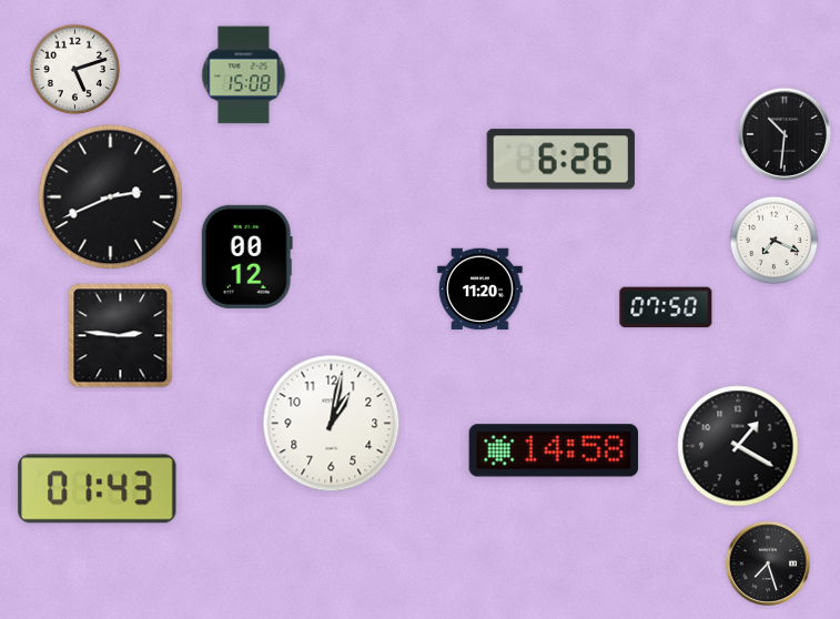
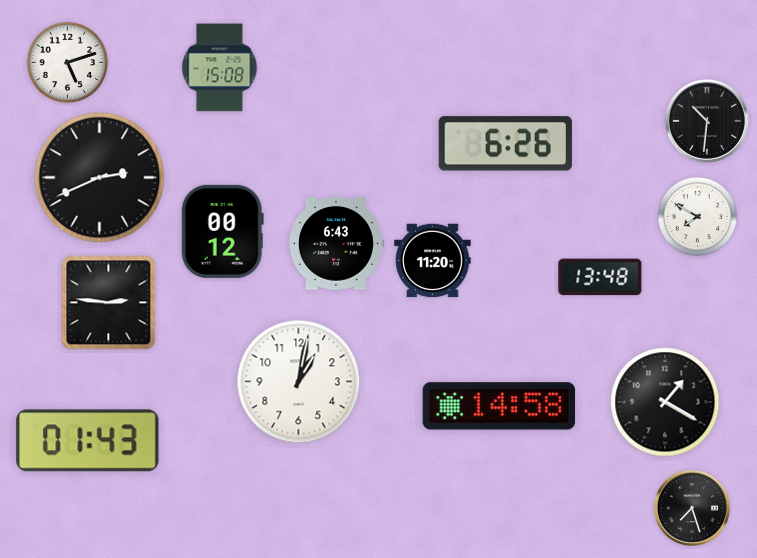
clock at (775, 241): 7:19 -> 7:50
clock at (337, 244): none -> 6:43
clock at (666, 307): 07:50 -> 13:48
